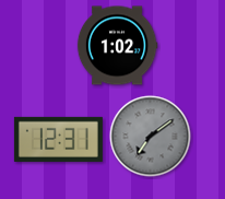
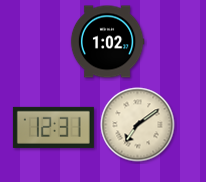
clock at (151, 137) dial: grey -> cream
